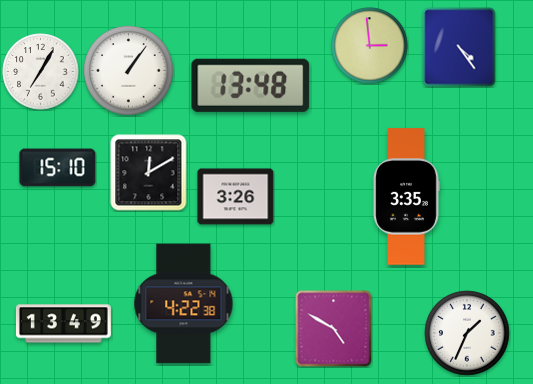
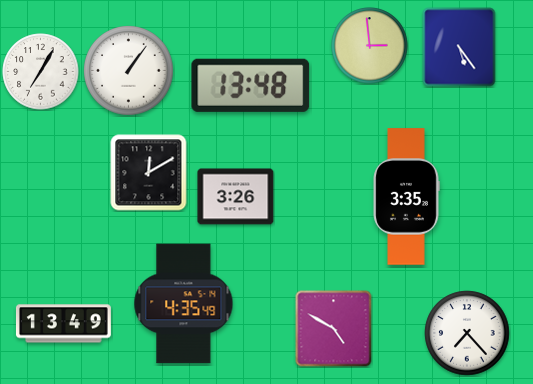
clock at (459, 47): 4:24 -> 5:24
clock at (58, 168): 15:10 -> none
clock at (184, 304): 4:22 -> 4:35
clock at (467, 333): 1:34 -> 7:23
